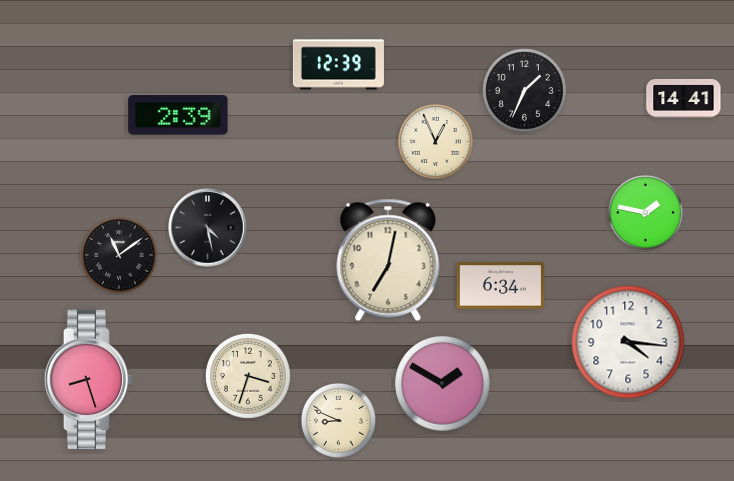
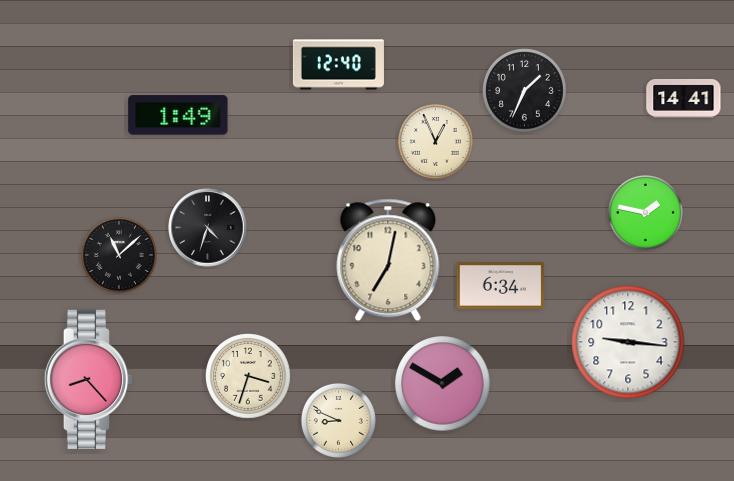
clock at (338, 65): 12:39 -> 12:40
clock at (178, 115): 2:39 -> 1:49
clock at (208, 228): 4:28 -> 4:33
clock at (119, 255): 11:09 -> 11:08
clock at (628, 342): 4:16 -> 9:16
clock at (89, 380): 8:27 -> 8:23
